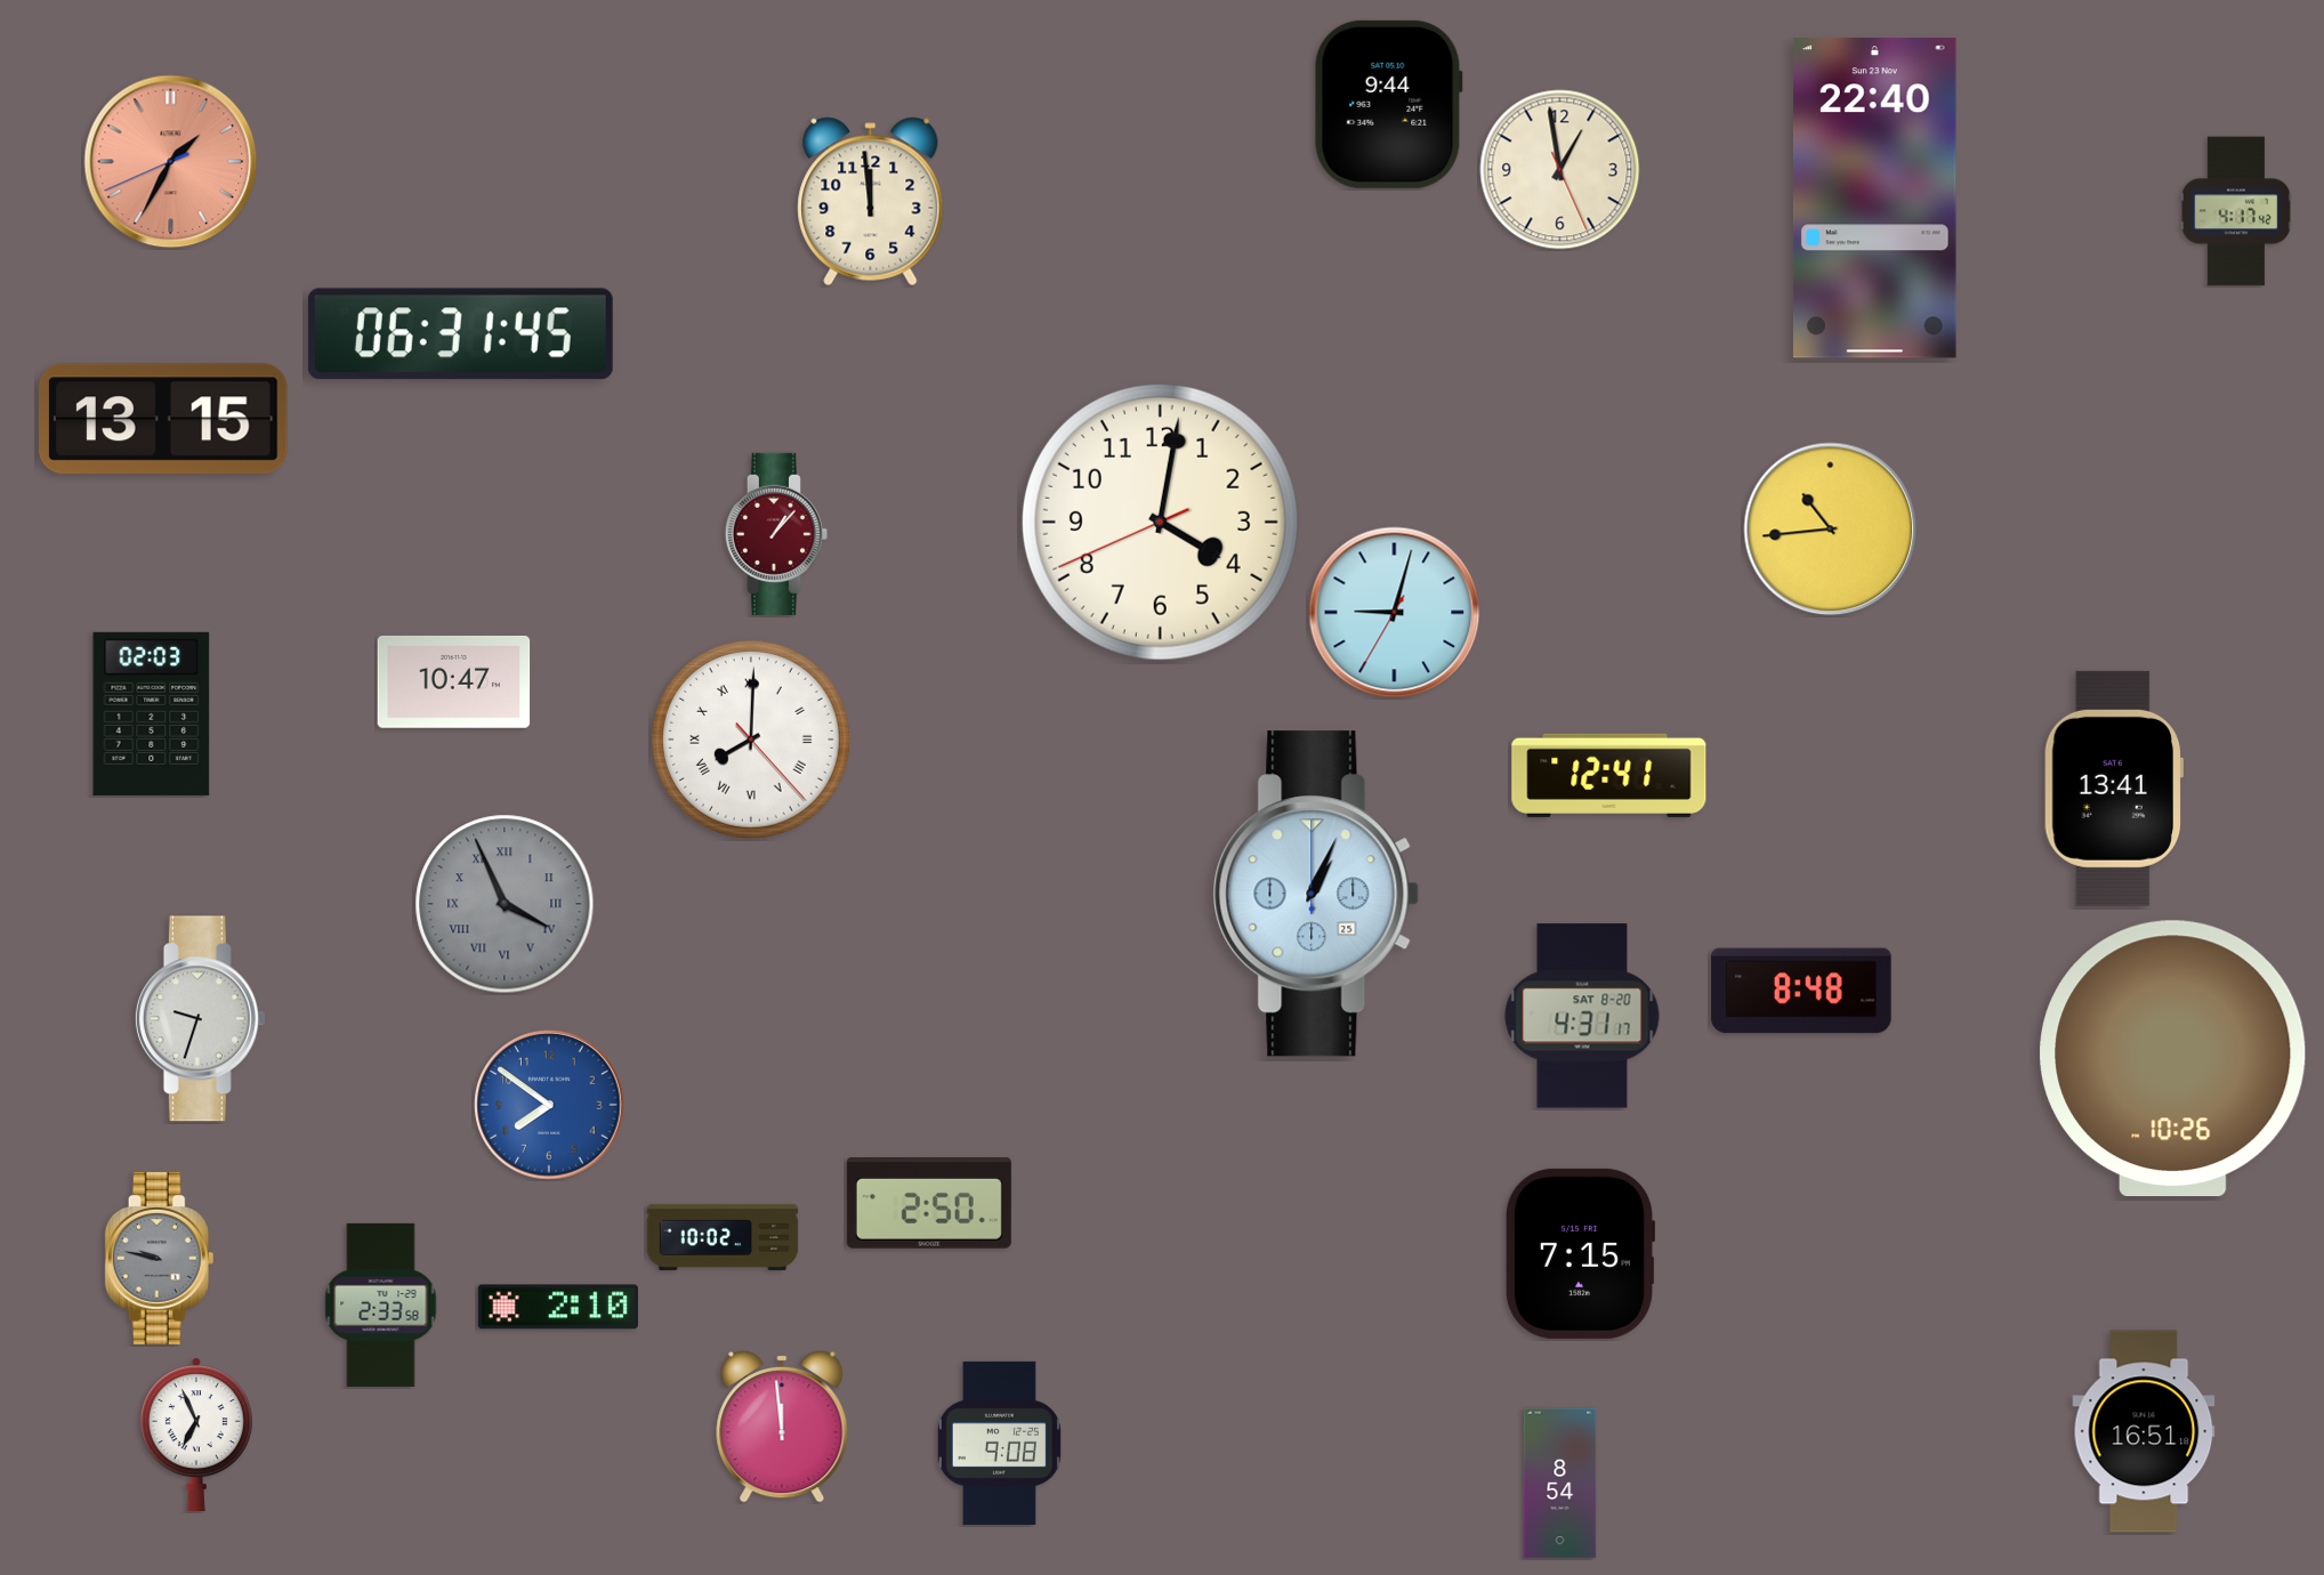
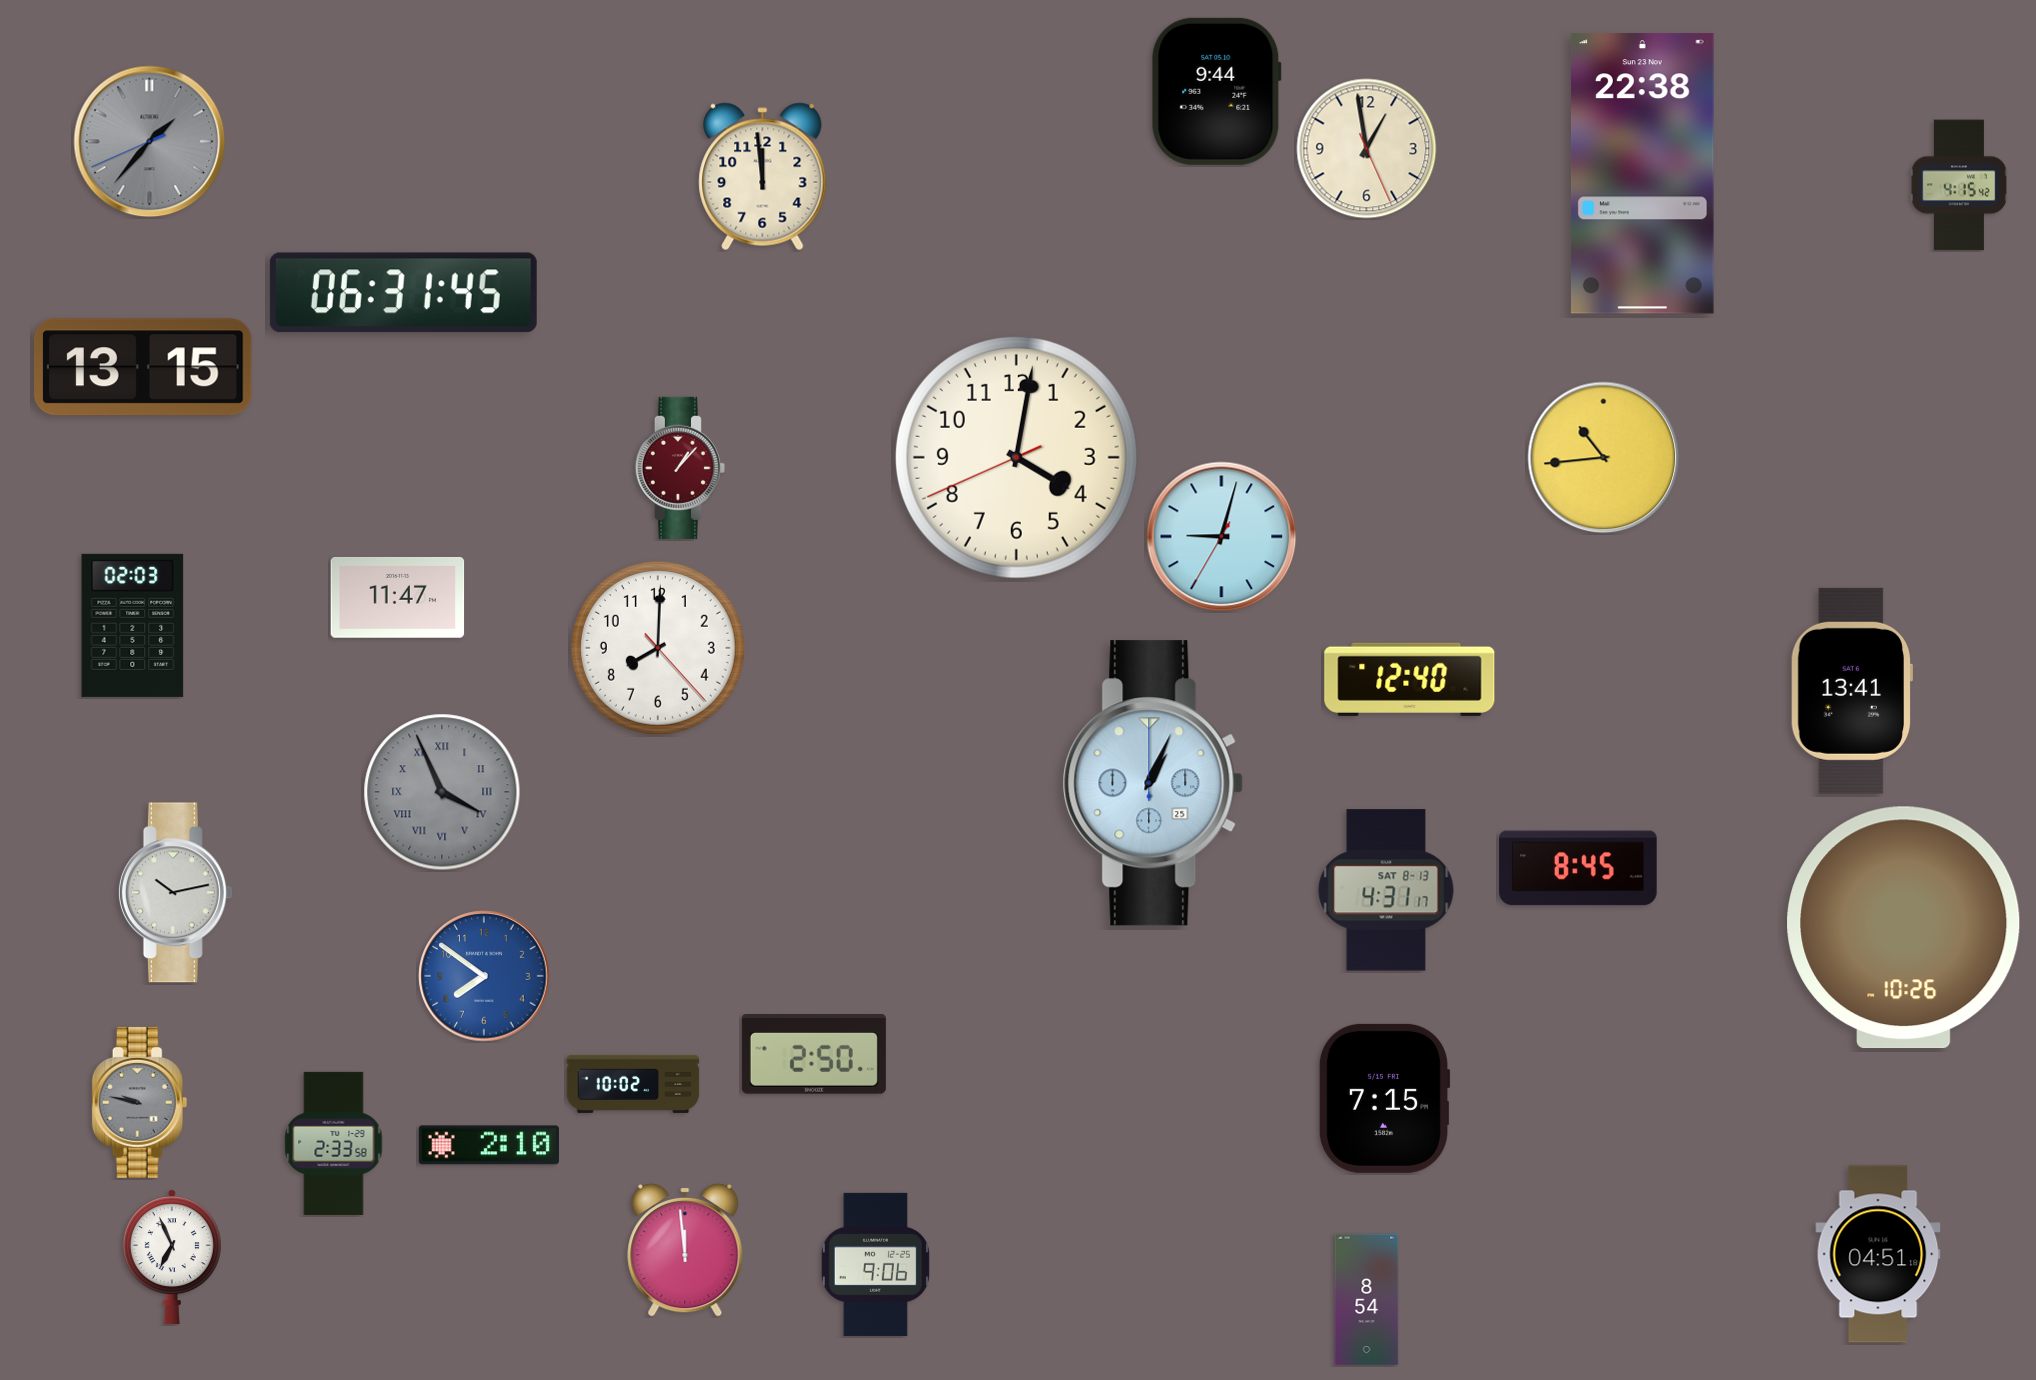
clock at (171, 162): 1:34 -> 1:36
clock at (171, 162) dial: salmon -> grey
clock at (1875, 199): 22:40 -> 22:38
clock at (2236, 211): 4:17 -> 4:15
clock at (1831, 530) position: (1831, 530) -> (1604, 458)
clock at (454, 681): 10:47 -> 11:47
clock at (751, 740) numerals: Roman -> Arabic
clock at (1609, 775): 12:41 -> 12:40
clock at (1801, 991): 8:48 -> 8:45
clock at (1582, 1016) date: SAT 8-20 -> SAT 8-13
clock at (200, 1019): 9:33 -> 10:13
clock at (549, 1105) position: (549, 1105) -> (484, 976)
clock at (2144, 1431): 16:51 -> 04:51
clock at (999, 1443): 9:08 -> 9:06
